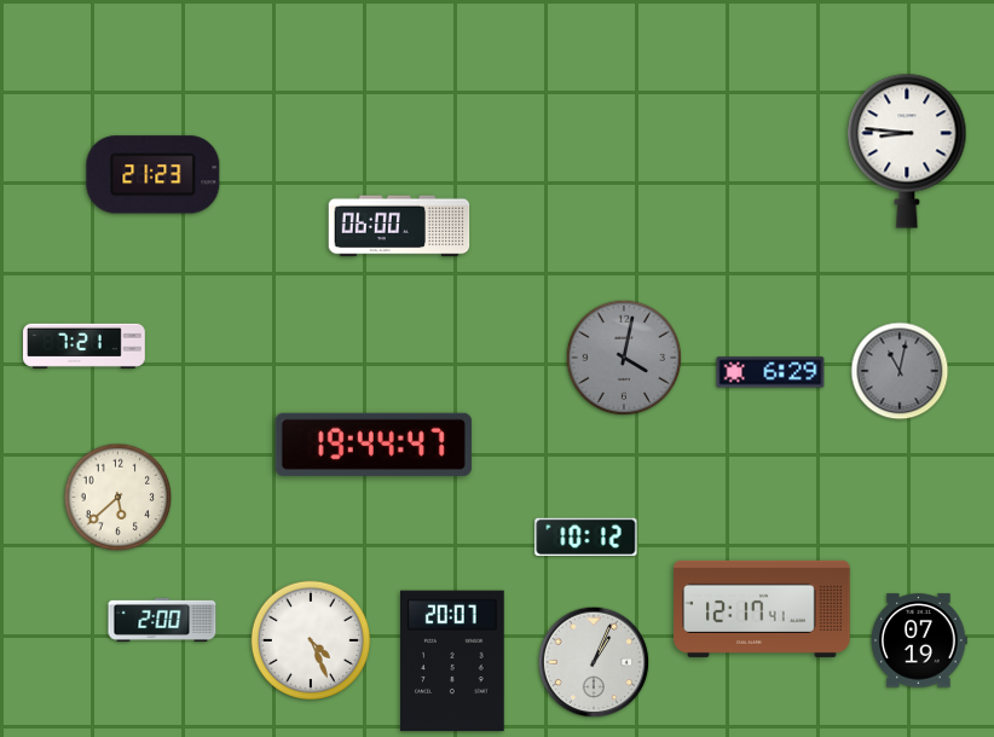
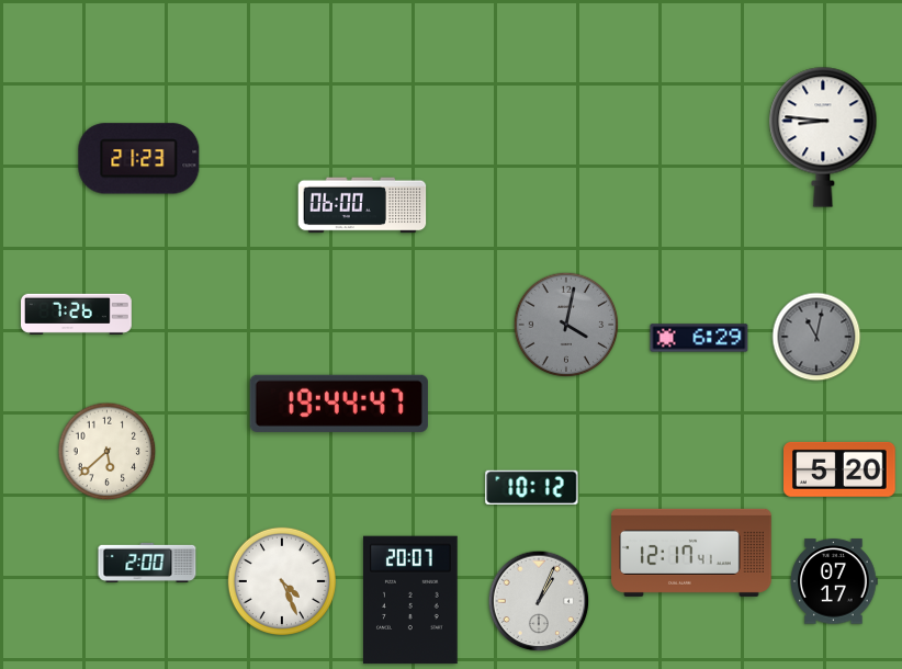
clock at (85, 346): 7:21 -> 7:26
clock at (841, 469): none -> 5:20
clock at (919, 640): 07:19 -> 07:17
